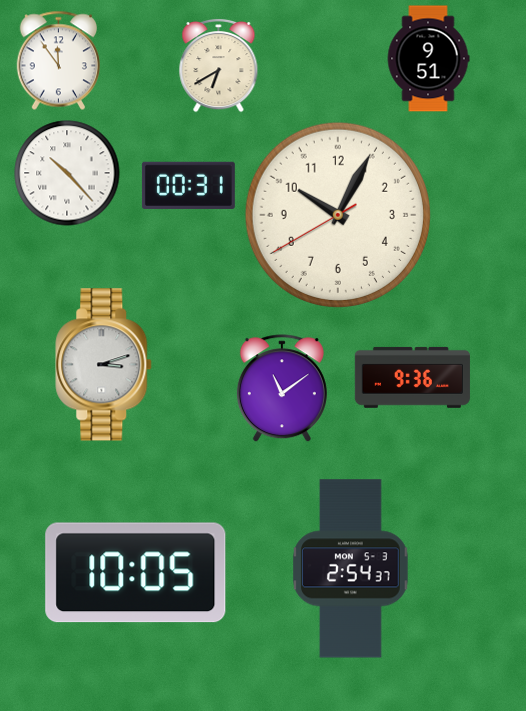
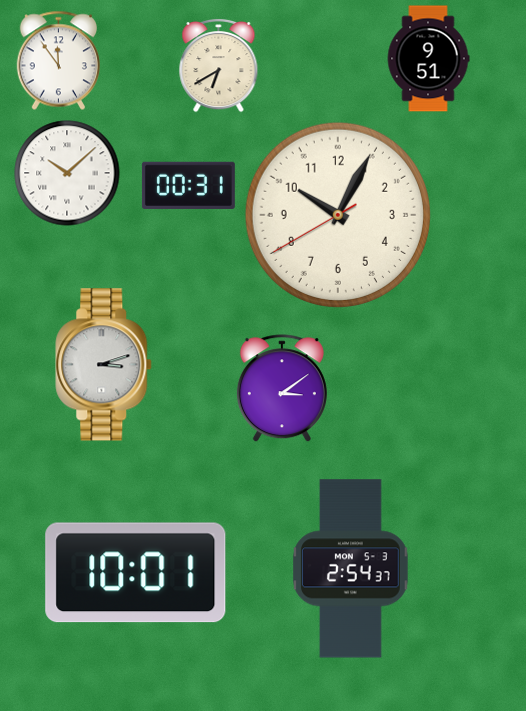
clock at (67, 173): 10:23 -> 10:08
clock at (412, 377): 9:36 -> none
clock at (282, 389): 11:09 -> 3:09
clock at (136, 573): 10:05 -> 10:01
